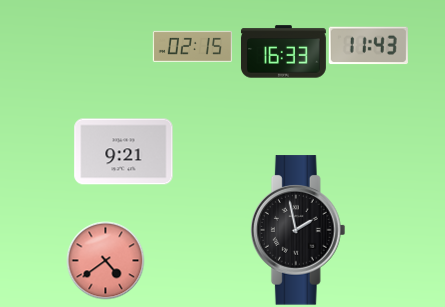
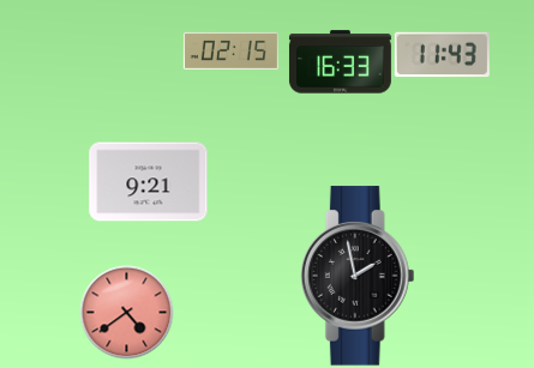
clock at (192, 46) position: (192, 46) -> (230, 50)
